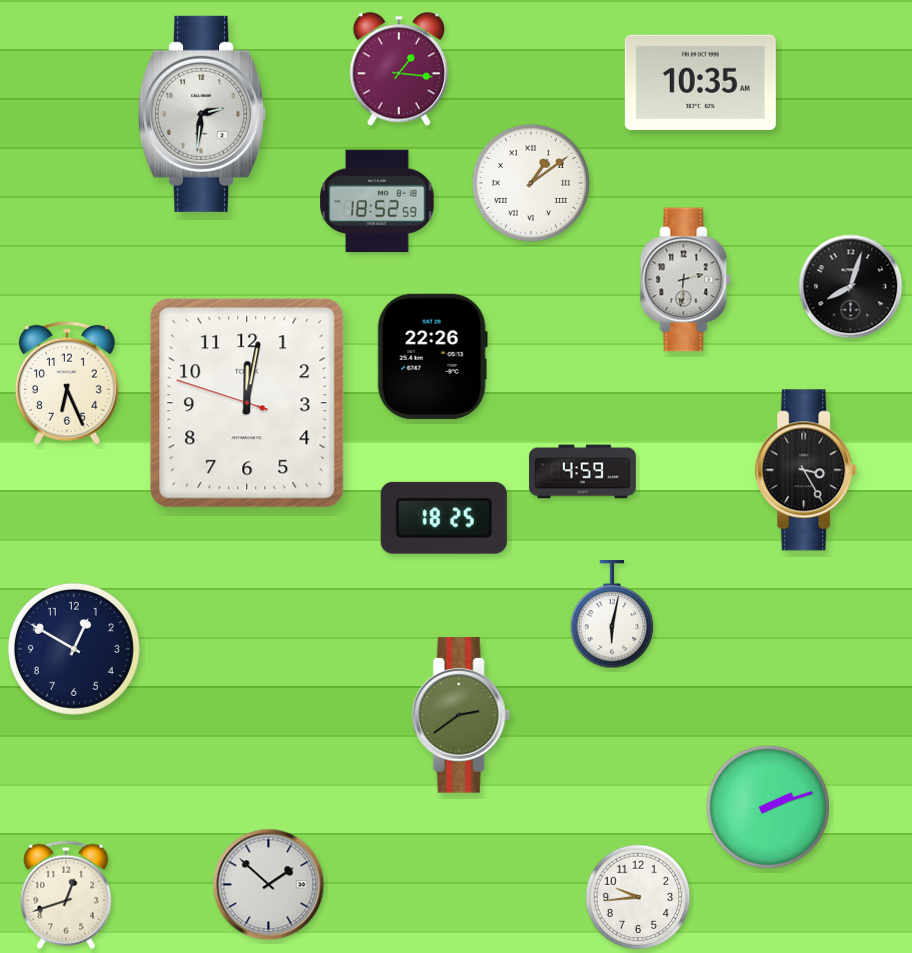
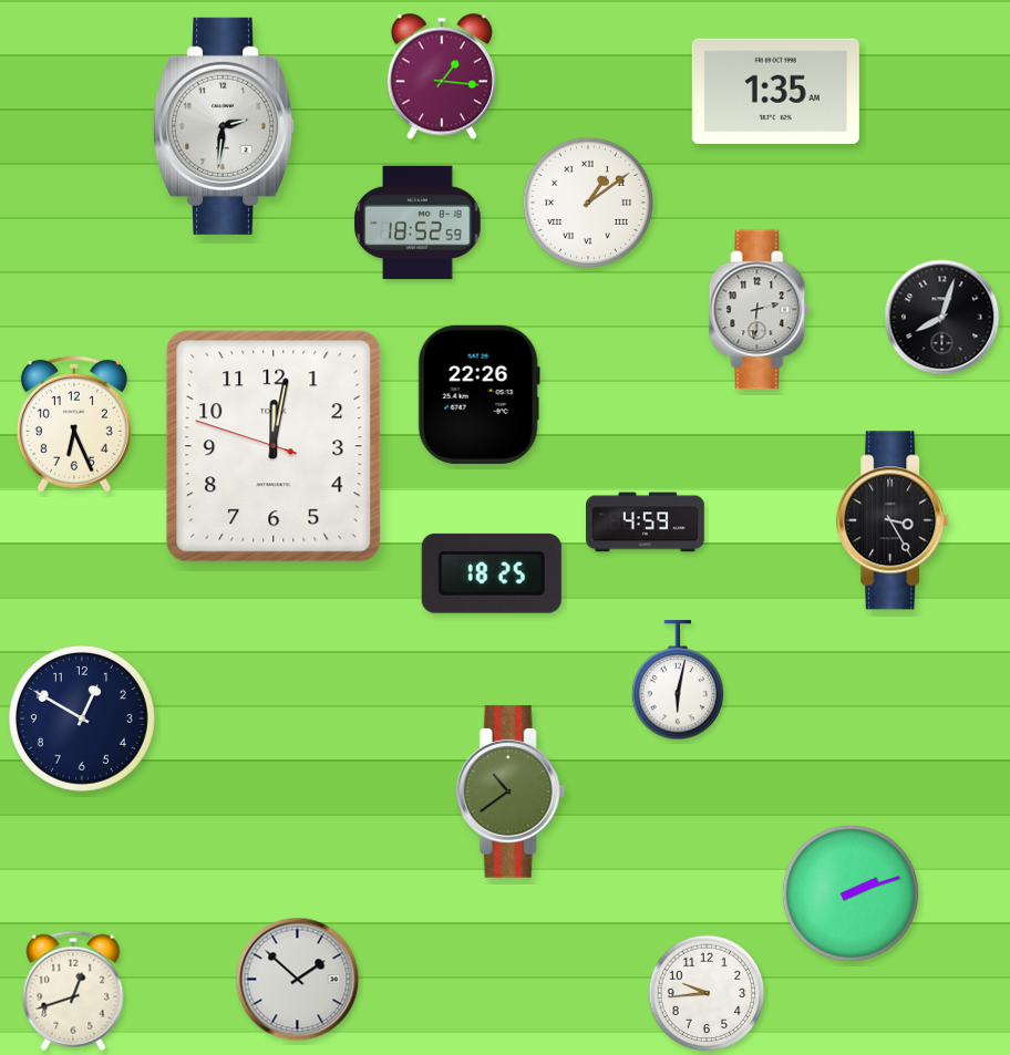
clock at (700, 82): 10:35 -> 1:35
clock at (461, 715): 2:39 -> 10:39
